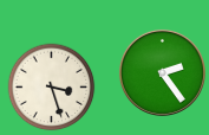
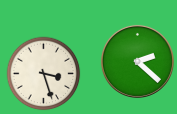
clock at (162, 72): 2:24 -> 2:22
